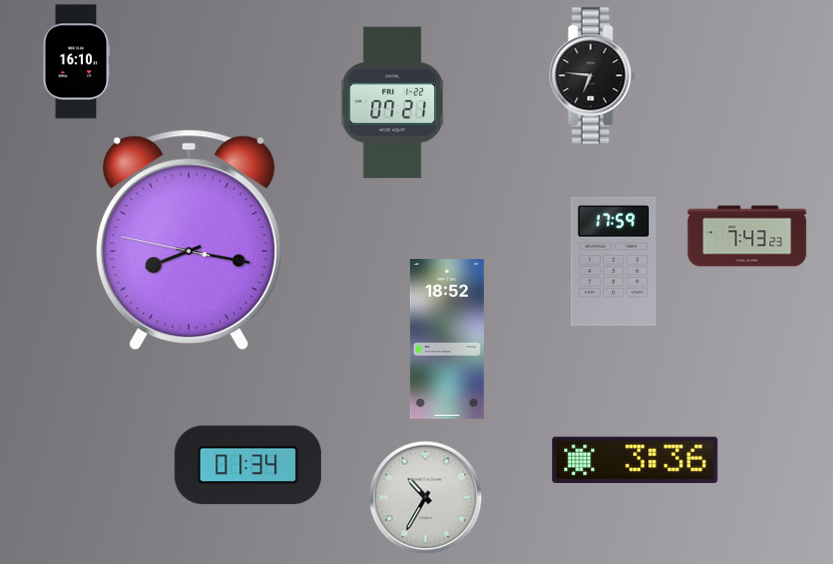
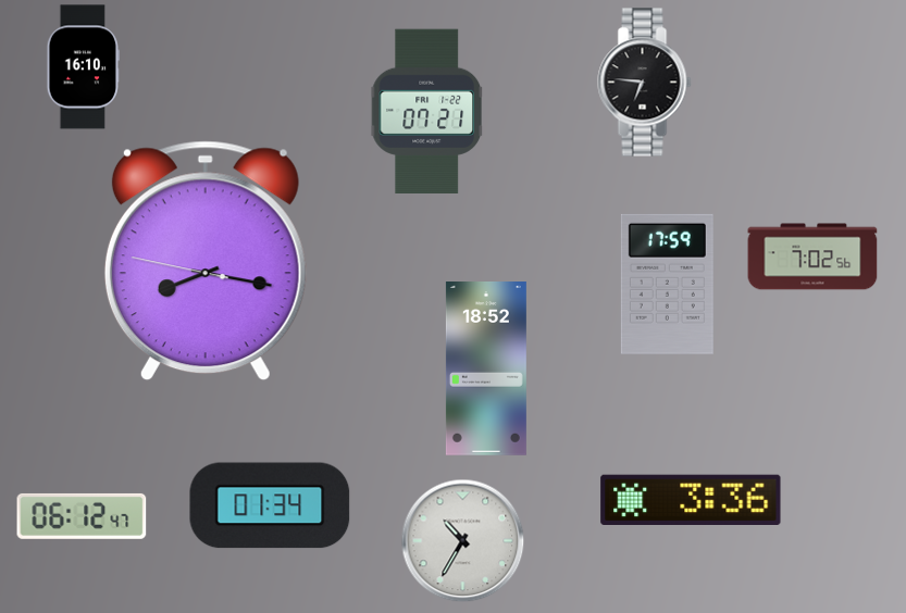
clock at (747, 236): 7:43 -> 7:02
clock at (82, 516): none -> 06:12
